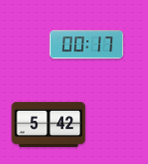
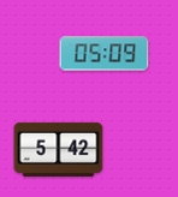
clock at (87, 45): 00:17 -> 05:09
